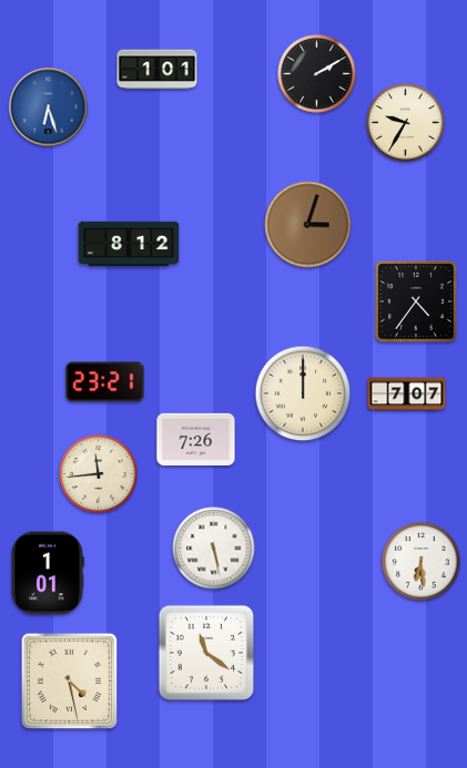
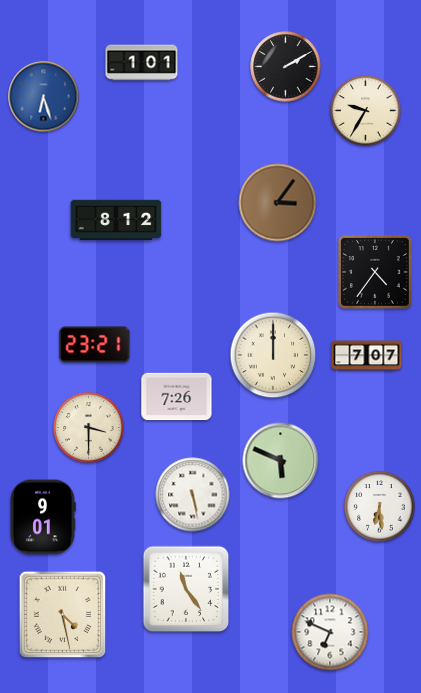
clock at (308, 225): 3:03 -> 3:06
clock at (99, 474): 11:44 -> 3:30
clock at (281, 461): none -> 5:49
clock at (48, 573): 1:01 -> 9:01
clock at (206, 653): 11:21 -> 11:24
clock at (330, 632): none -> 6:49
